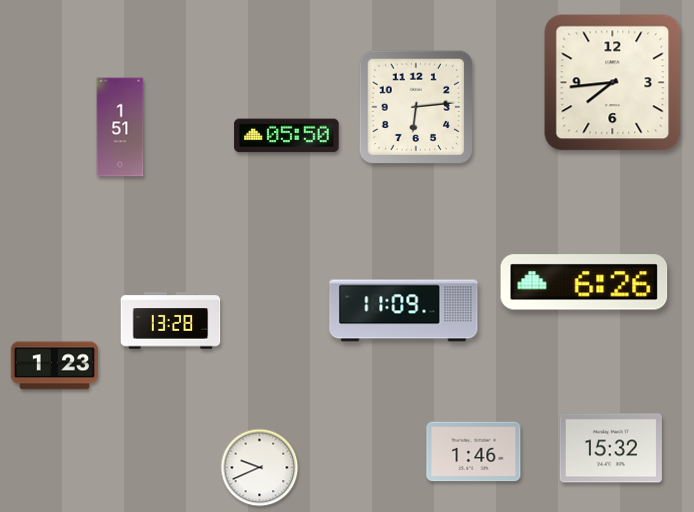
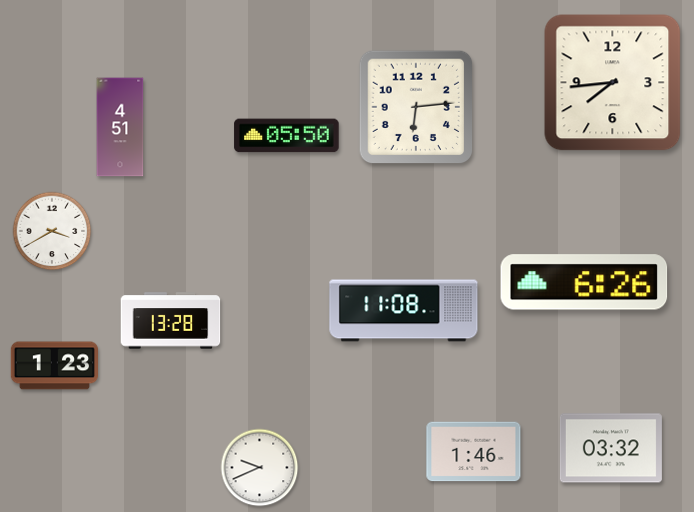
clock at (120, 127): 1:51 -> 4:51
clock at (52, 231): none -> 3:40
clock at (404, 311): 11:09 -> 11:08
clock at (611, 448): 15:32 -> 03:32
